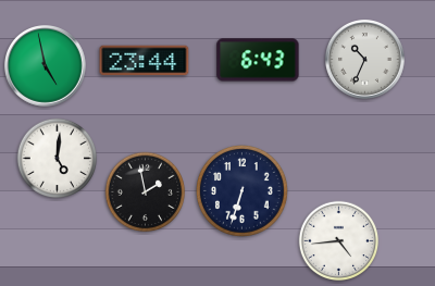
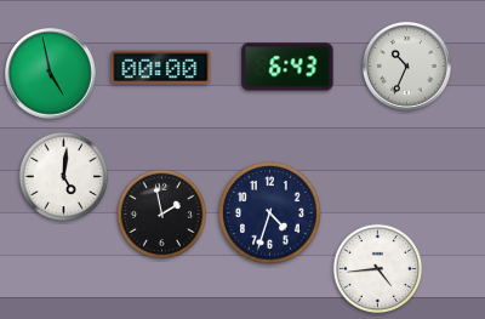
clock at (145, 61): 23:44 -> 00:00
clock at (243, 191): 6:33 -> 4:33
